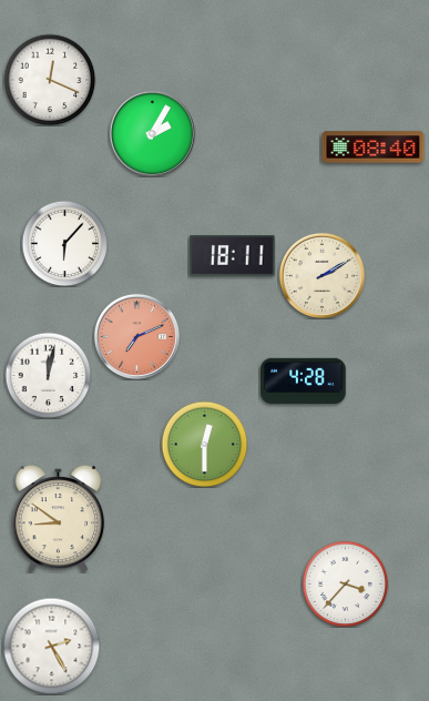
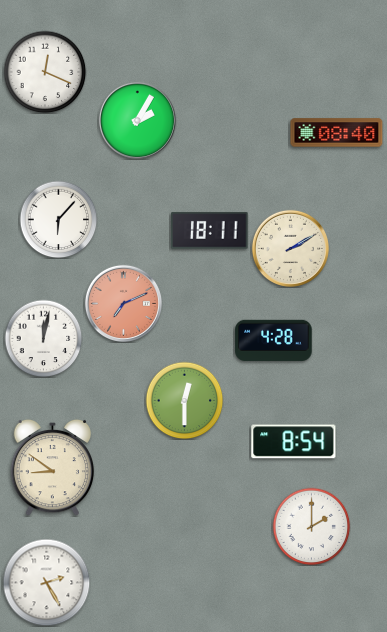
clock at (304, 380) position: (304, 380) -> (274, 340)
clock at (294, 442): none -> 8:54
clock at (345, 583): 3:37 -> 2:00
